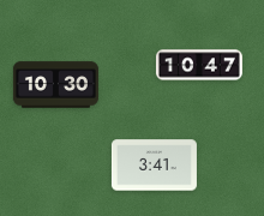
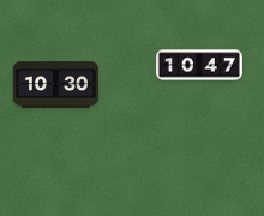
clock at (154, 166): 3:41 -> none
